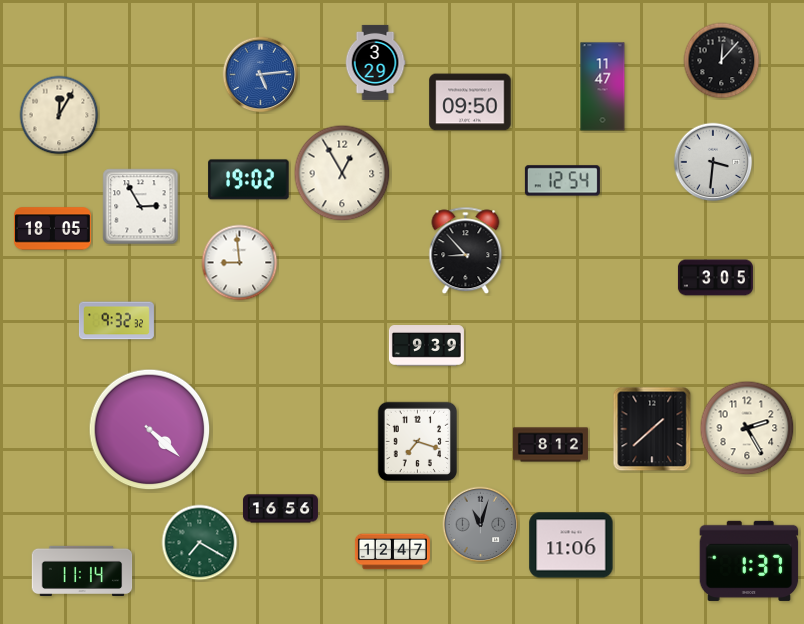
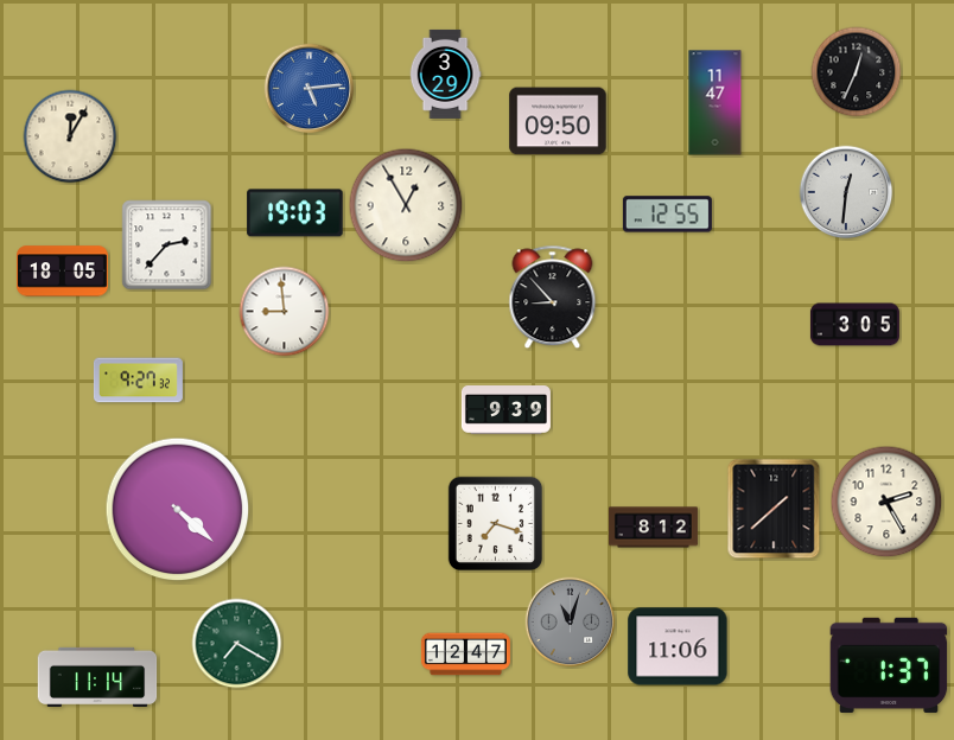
clock at (722, 61): 12:07 -> 12:34
clock at (713, 162): 3:31 -> 12:31
clock at (249, 180): 19:02 -> 19:03
clock at (562, 181): 12:54 -> 12:55
clock at (141, 207): 2:55 -> 2:37
clock at (715, 278) position: (715, 278) -> (854, 325)
clock at (116, 321): 9:32 -> 9:27
clock at (747, 428) position: (747, 428) -> (886, 502)
clock at (280, 509): 16:56 -> none
